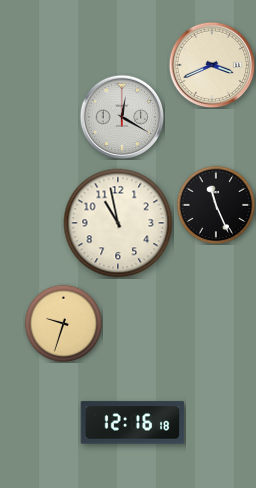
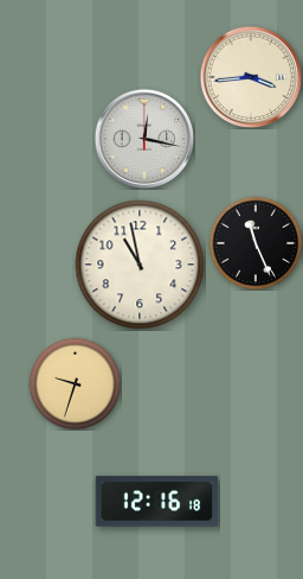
clock at (212, 65): 3:41 -> 3:44
clock at (122, 117): 12:20 -> 12:17
